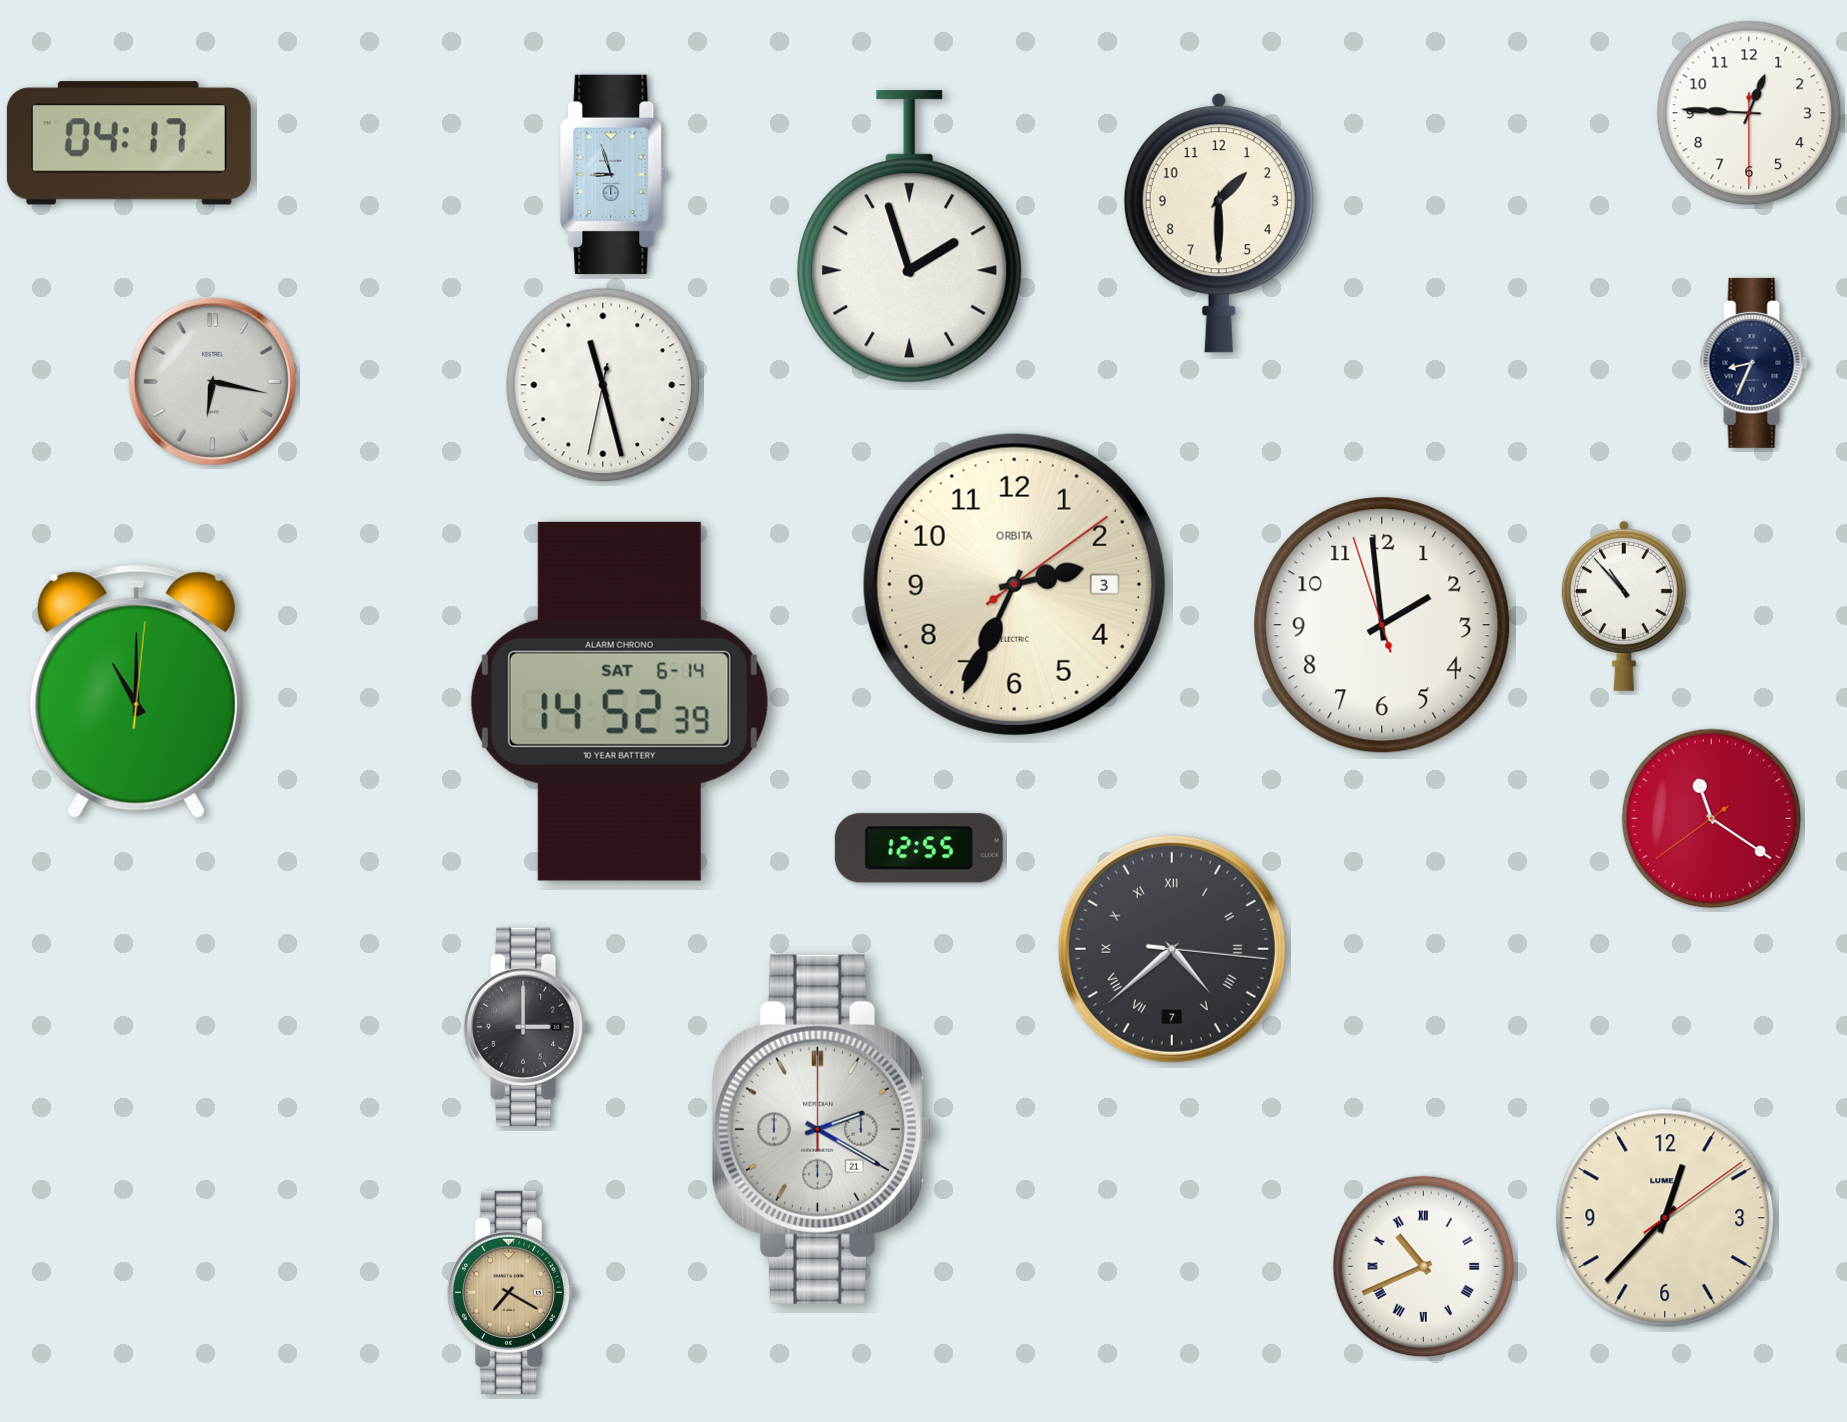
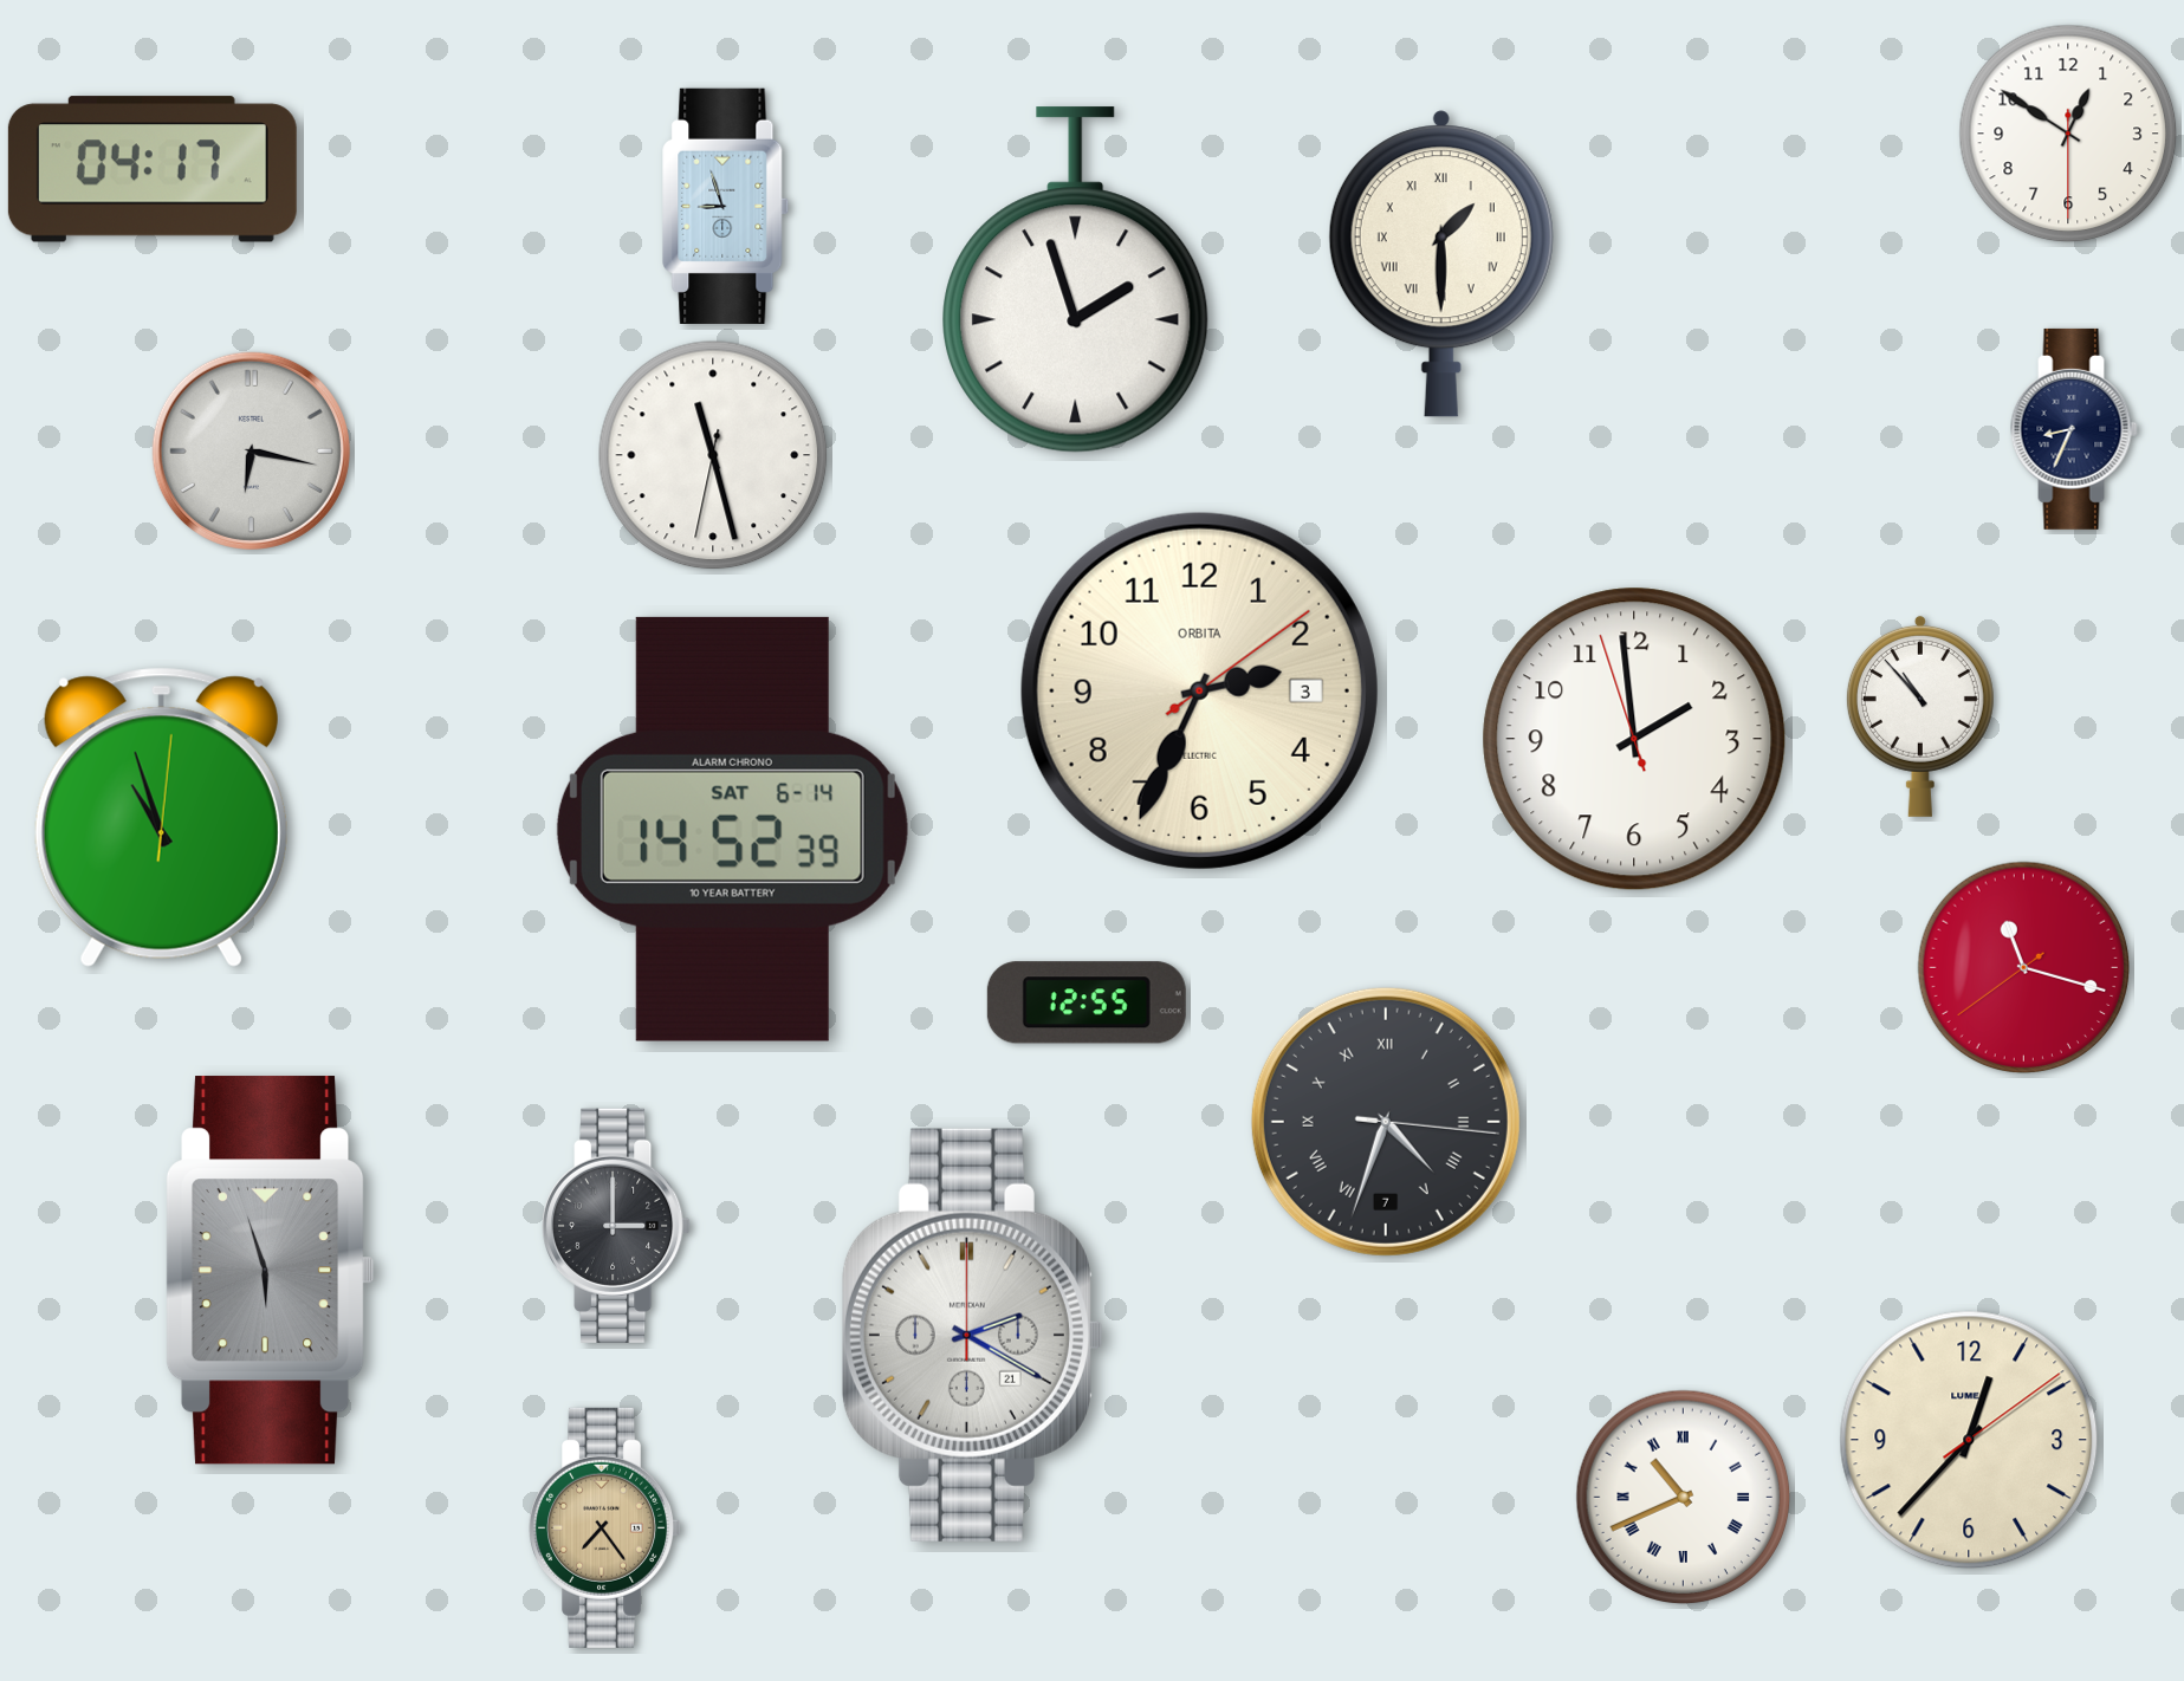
clock at (1749, 113): 12:45 -> 12:50
clock at (1219, 223) numerals: Arabic -> Roman
clock at (136, 691): 11:00 -> 10:57
clock at (1712, 819): 11:20 -> 11:17
clock at (1172, 949): 4:38 -> 4:33
clock at (527, 1027) position: (527, 1027) -> (617, 1226)
clock at (270, 1271): none -> 5:57
clock at (513, 1292): 7:20 -> 7:24
